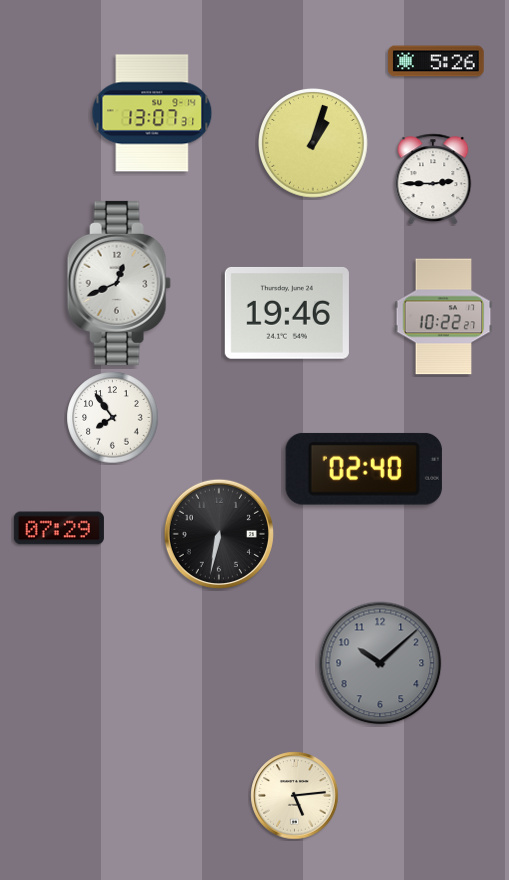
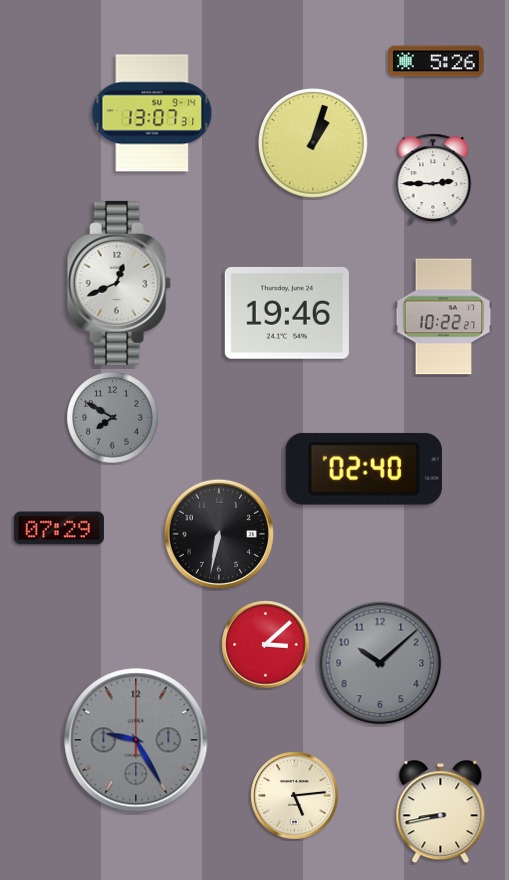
clock at (113, 418): 7:54 -> 7:50
clock at (113, 418) dial: white -> grey
clock at (266, 645): none -> 3:08
clock at (136, 740): none -> 9:25
clock at (441, 812): none -> 8:43
